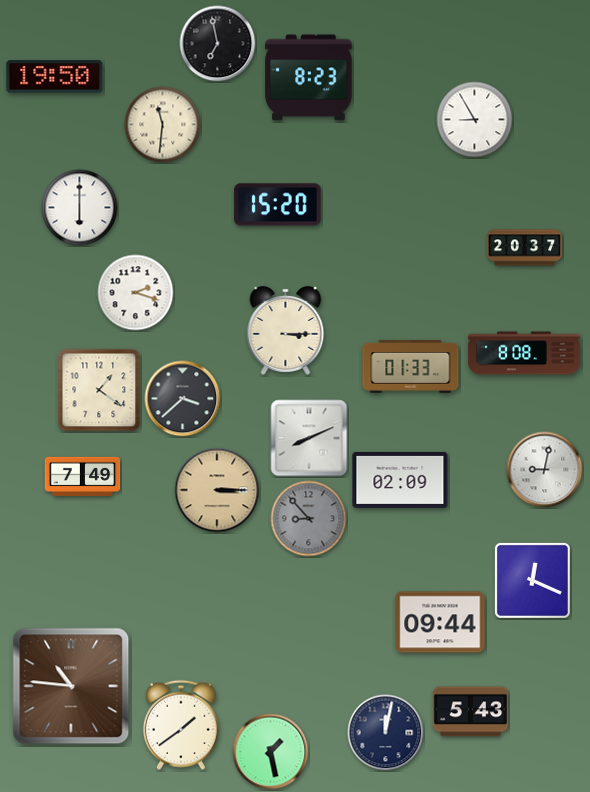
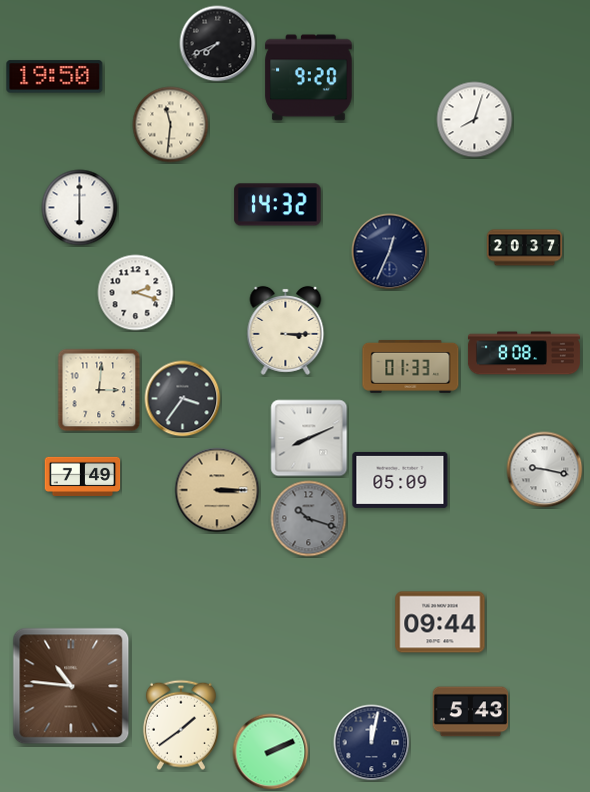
clock at (218, 44): 6:58 -> 7:41
clock at (309, 78): 8:23 -> 9:20
clock at (475, 120): 8:55 -> 8:03
clock at (163, 125) position: (163, 125) -> (171, 125)
clock at (278, 205): 15:20 -> 14:32
clock at (390, 252): none -> 12:34
clock at (99, 390): 1:21 -> 3:01
clock at (183, 399): 3:38 -> 3:36
clock at (545, 470): 9:02 -> 9:17
clock at (400, 480): 02:09 -> 05:09
clock at (309, 519): 8:53 -> 10:18
clock at (532, 580): 12:19 -> none
clock at (386, 733) position: (386, 733) -> (372, 743)
clock at (271, 752): 1:28 -> 2:11
